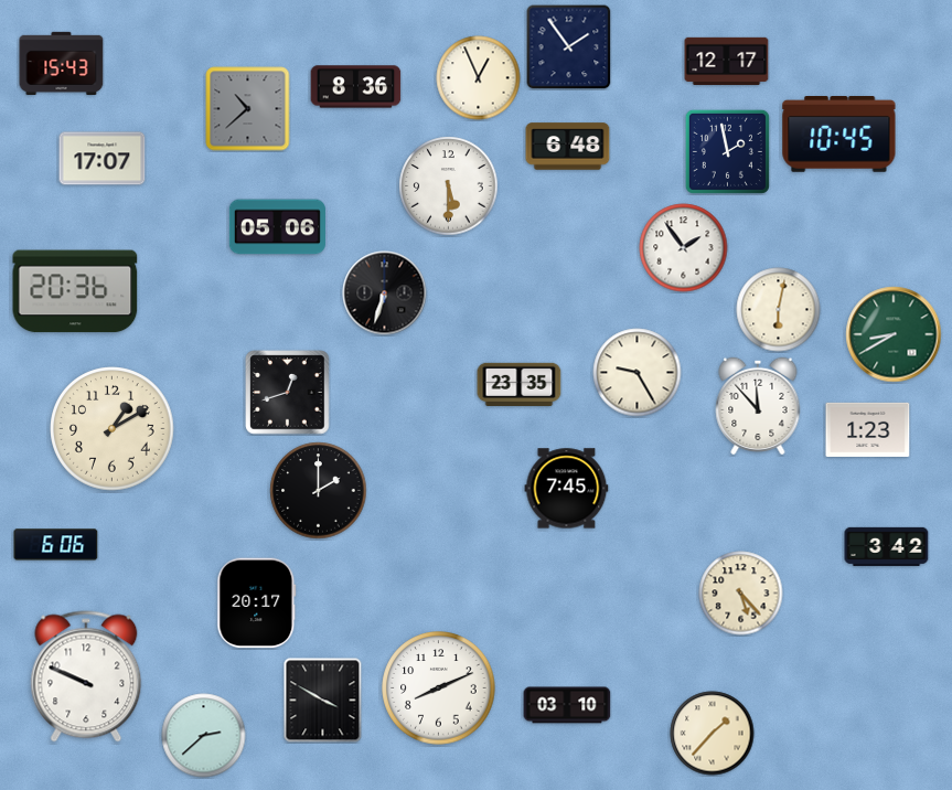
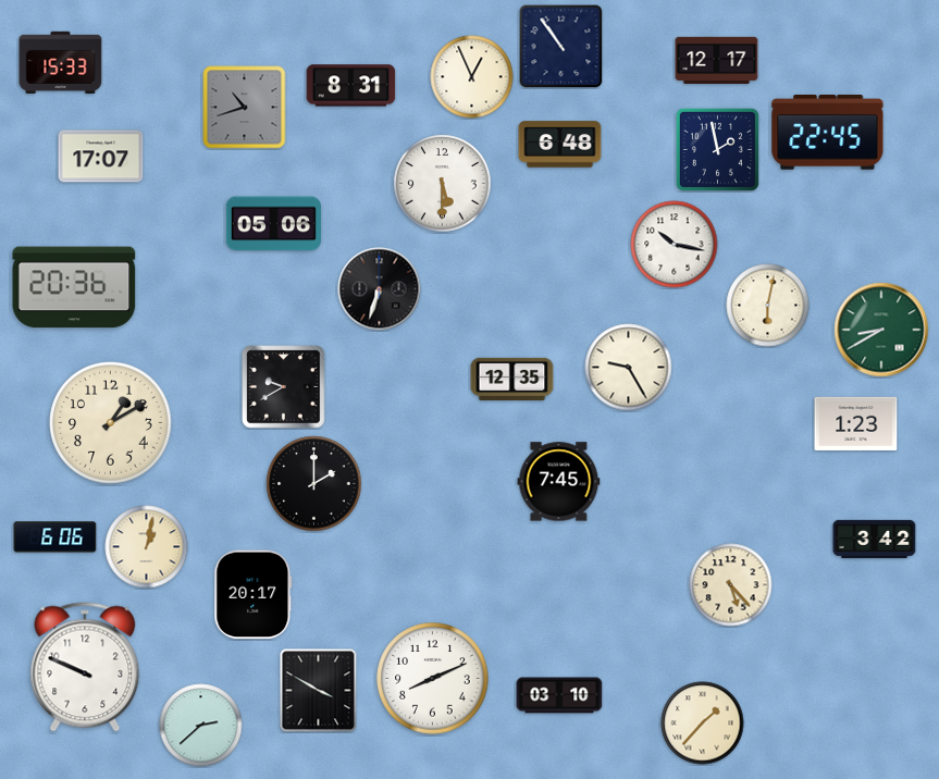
clock at (568, 46): 1:54 -> 10:54
clock at (62, 63): 15:43 -> 15:33
clock at (356, 87): 8:36 -> 8:31
clock at (248, 109): 10:38 -> 10:42
clock at (839, 135): 10:45 -> 22:45
clock at (684, 248): 1:54 -> 10:17
clock at (520, 384): 23:35 -> 12:35
clock at (288, 393): 12:42 -> 9:40
clock at (758, 406): 11:53 -> none
clock at (147, 547): none -> 1:02
